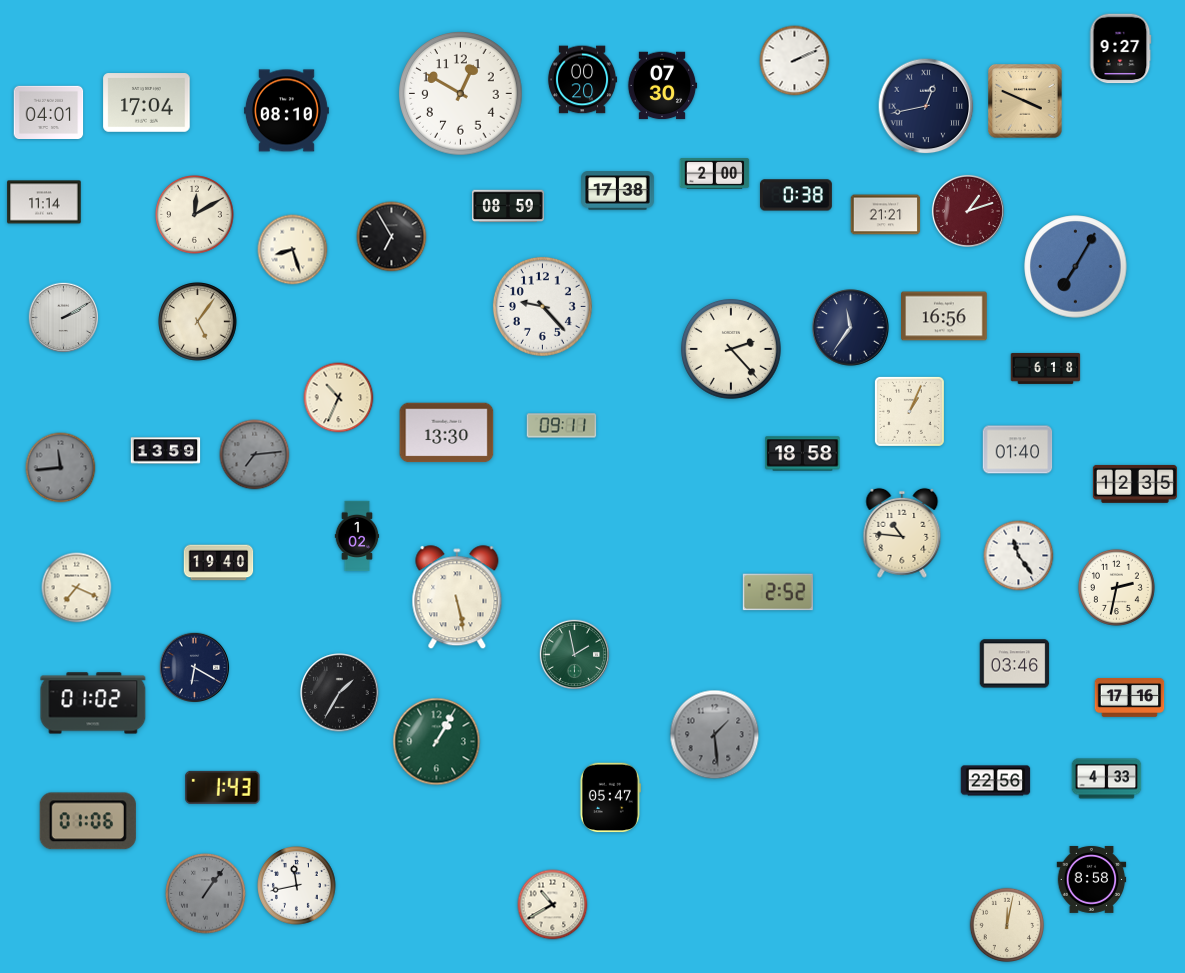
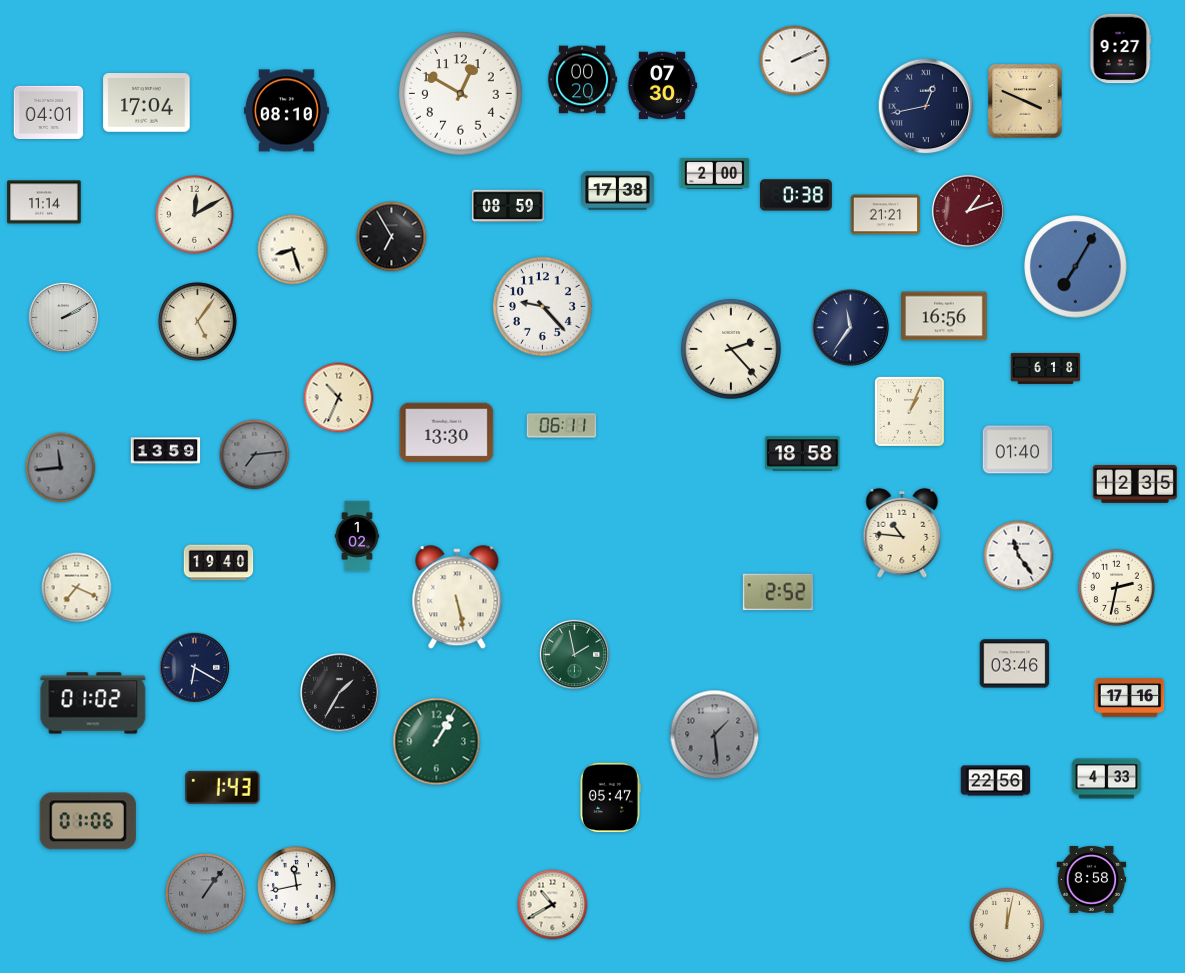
clock at (562, 426): 09:11 -> 06:11
